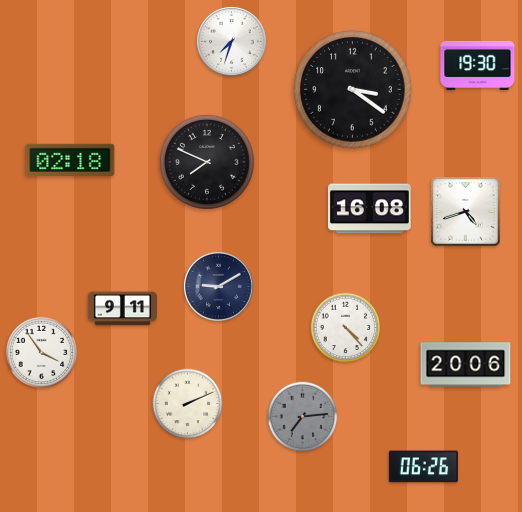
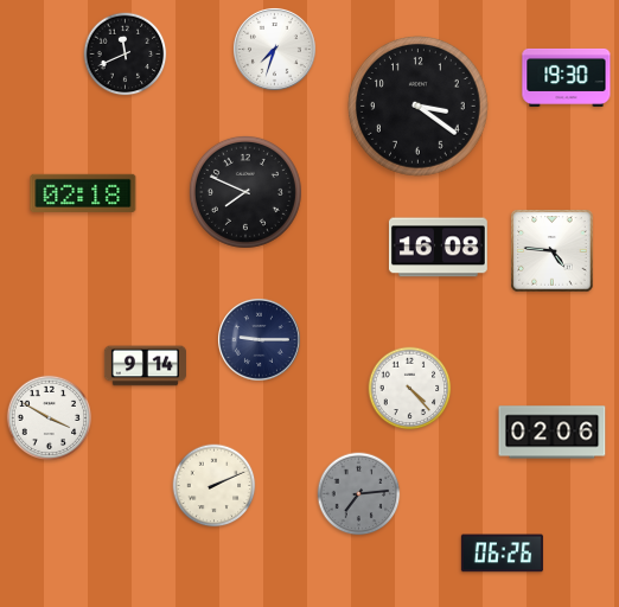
clock at (126, 55): none -> 11:41
clock at (70, 160) position: (70, 160) -> (83, 193)
clock at (466, 212): 4:42 -> 4:46
clock at (218, 286): 9:10 -> 9:15
clock at (122, 309): 9:11 -> 9:14
clock at (42, 353): 3:54 -> 3:50
clock at (466, 365): 20:06 -> 02:06
clock at (188, 404) position: (188, 404) -> (215, 486)
